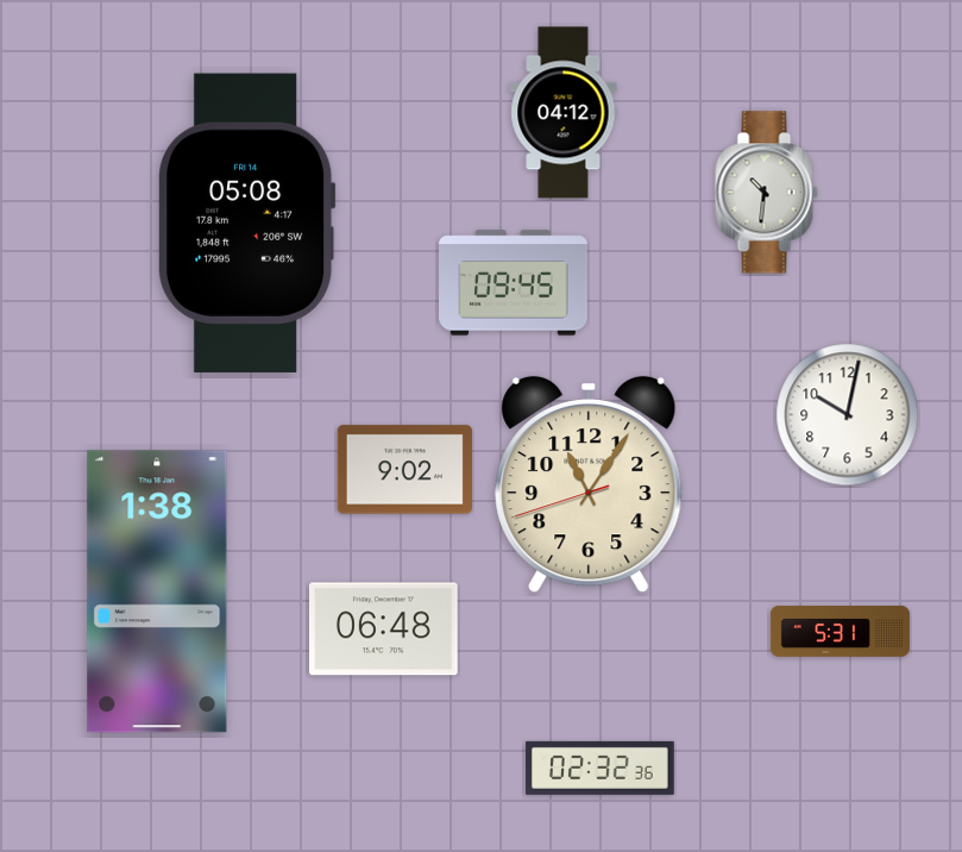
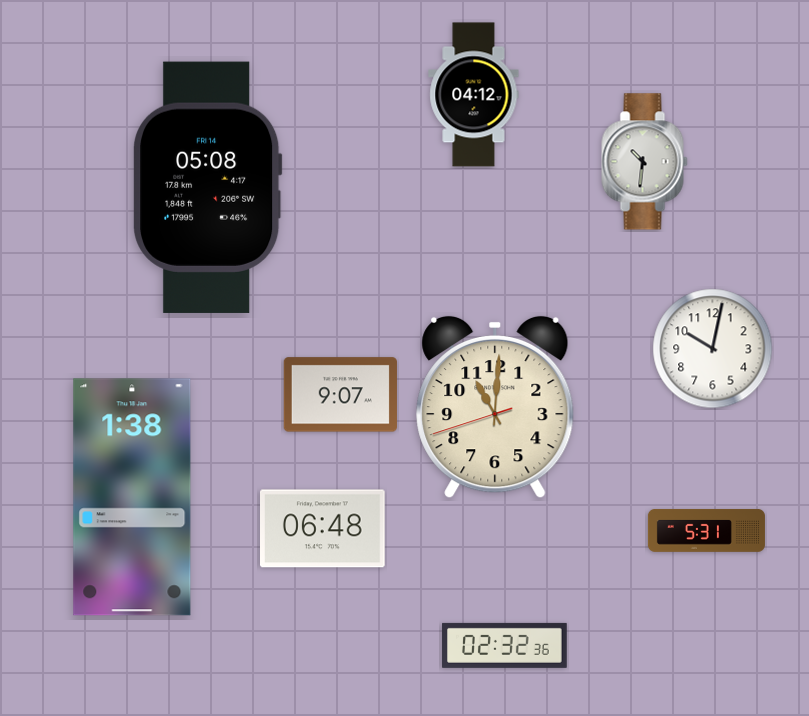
clock at (514, 283): 09:45 -> none
clock at (404, 470): 9:02 -> 9:07
clock at (589, 484): 11:05 -> 11:00
